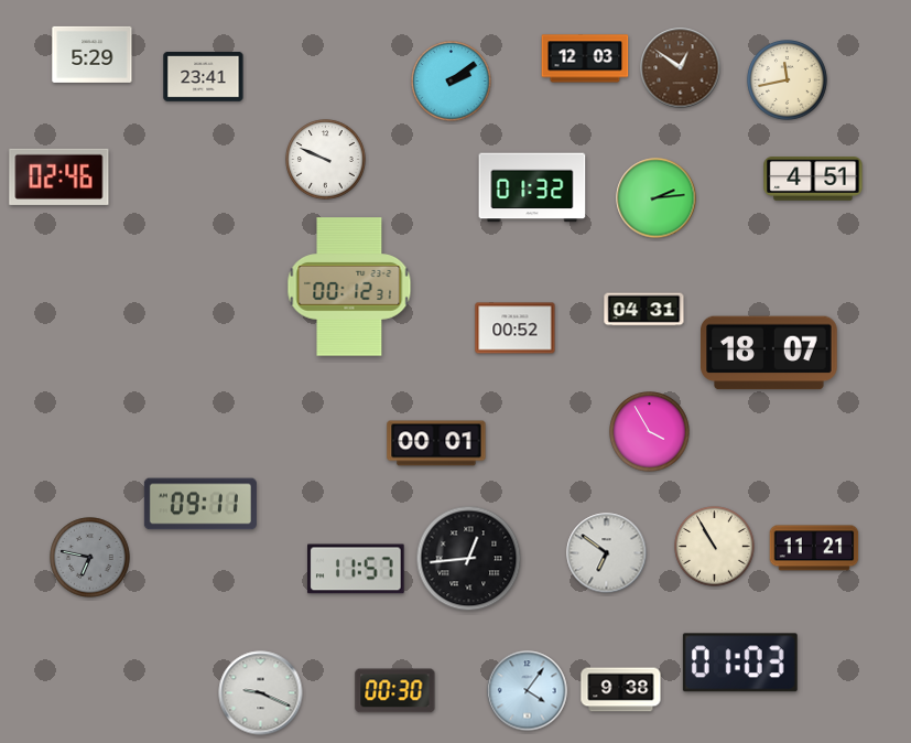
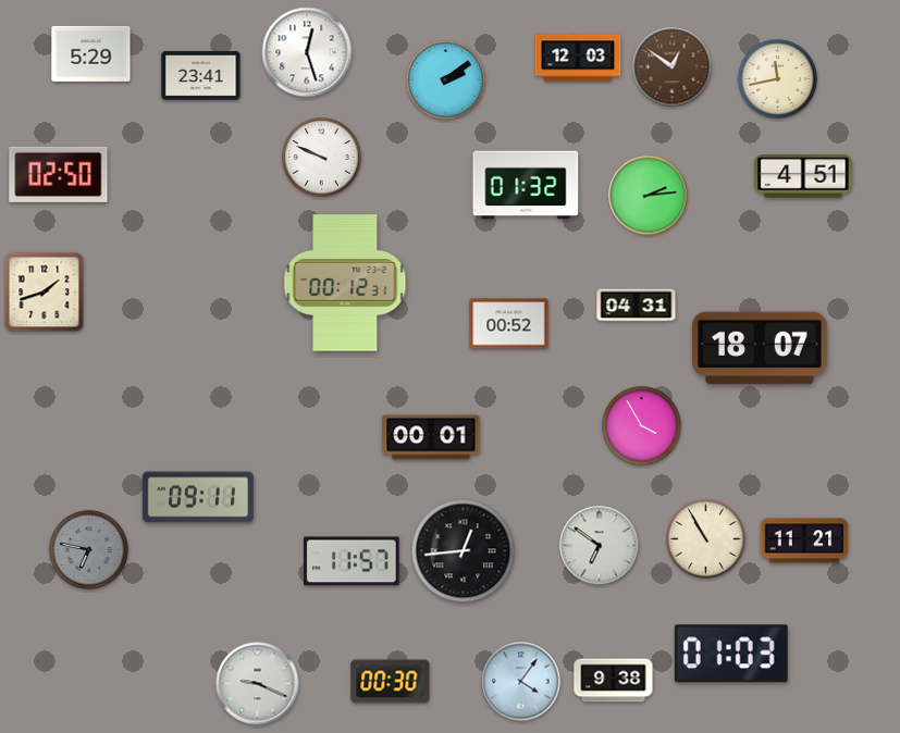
clock at (307, 52): none -> 12:27
clock at (59, 176): 02:46 -> 02:50
clock at (45, 293): none -> 1:42
